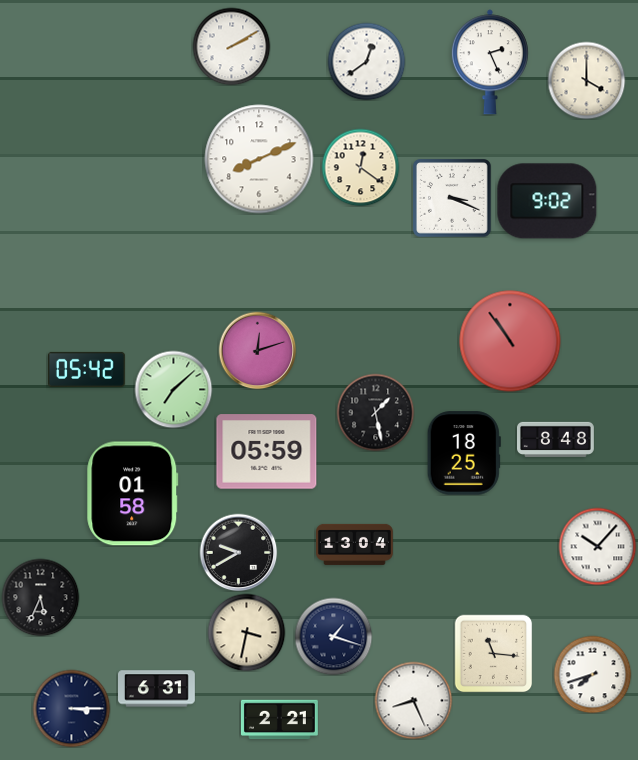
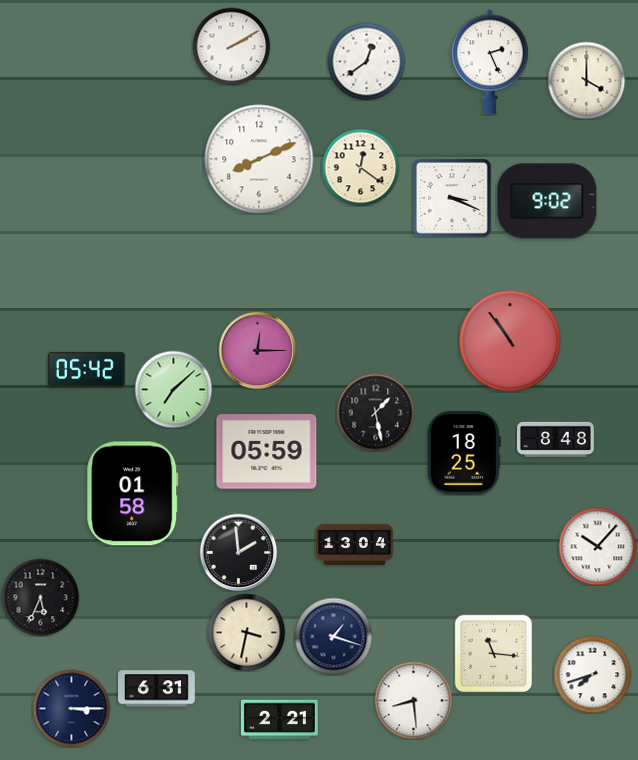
clock at (257, 350): 12:12 -> 12:15
clock at (238, 552): 9:40 -> 1:59
clock at (413, 700): 8:26 -> 8:29
